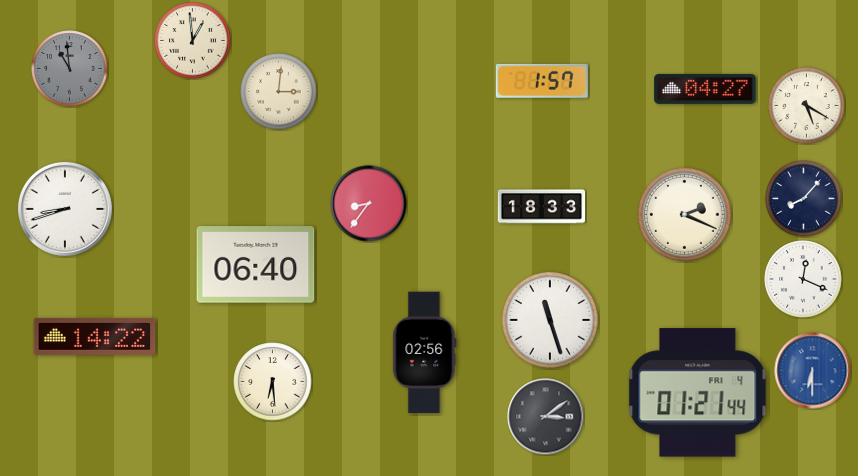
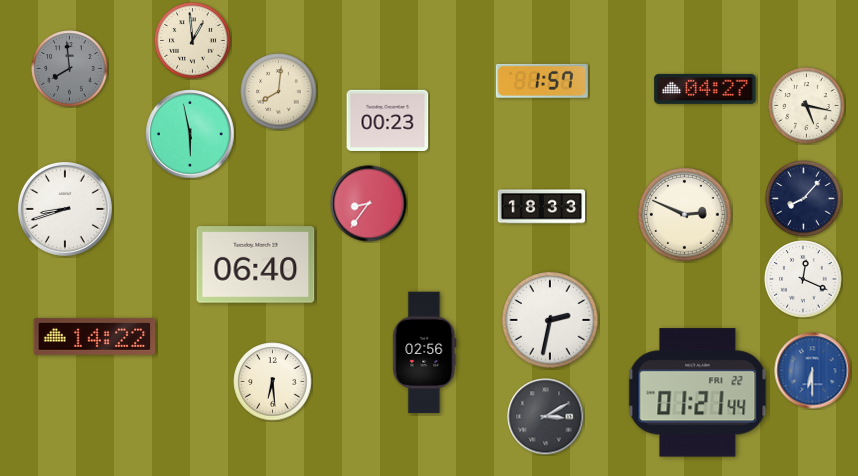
clock at (70, 69): 10:59 -> 7:59
clock at (279, 92): 3:01 -> 8:01
clock at (807, 106): 5:20 -> 5:17
clock at (388, 120): none -> 00:23
clock at (190, 134): none -> 5:58
clock at (685, 215): 2:19 -> 2:49
clock at (551, 321): 11:27 -> 2:32
clock at (698, 393) date: FRI 4 -> FRI 22
clock at (546, 417): 3:09 -> 3:10
